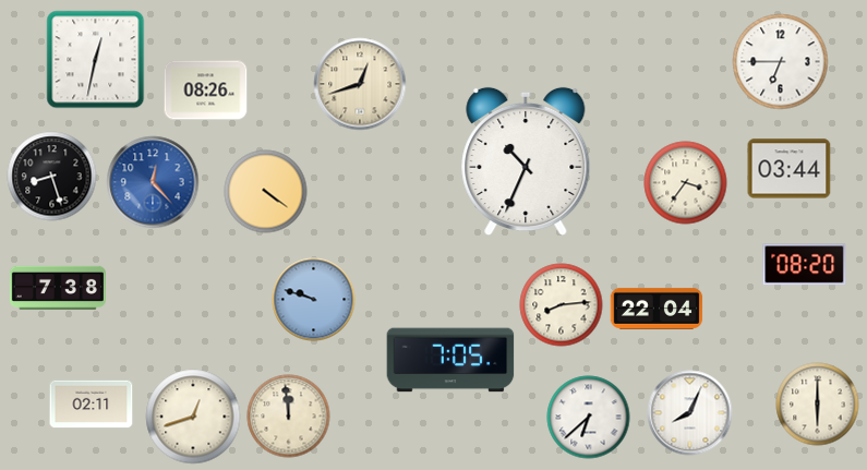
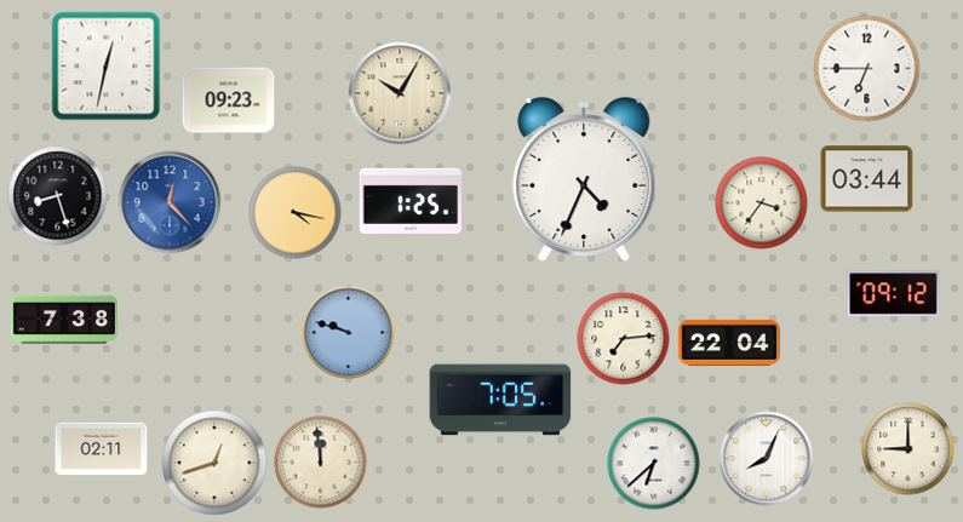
clock at (360, 84): 12:42 -> 10:05
clock at (206, 91): 08:26 -> 09:23
clock at (526, 161): 10:34 -> 4:34
clock at (790, 169) position: (790, 169) -> (867, 179)
clock at (409, 201): none -> 1:25
clock at (266, 192): 4:21 -> 4:17
clock at (805, 265): 08:20 -> 09:12
clock at (562, 305): 8:14 -> 7:14
clock at (818, 405): 6:00 -> 9:00
